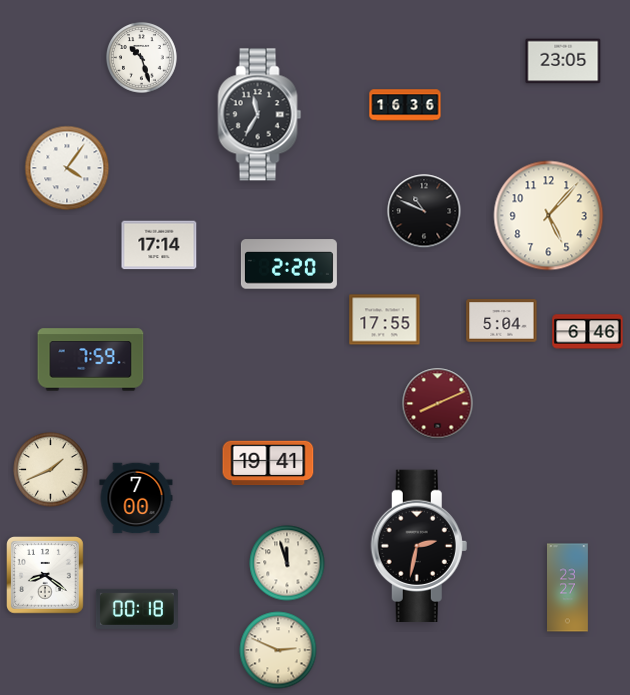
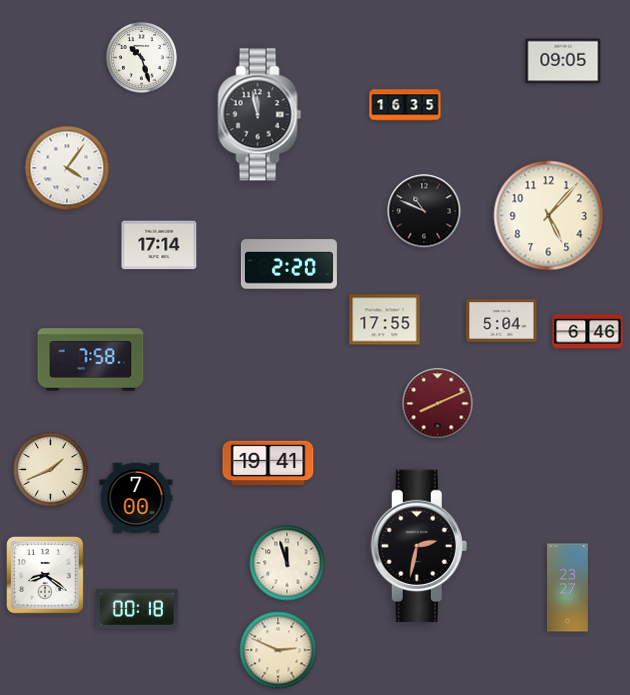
clock at (563, 61): 23:05 -> 09:05
clock at (405, 105): 16:36 -> 16:35
clock at (260, 115): 11:35 -> 11:58
clock at (91, 360): 7:59 -> 7:58
